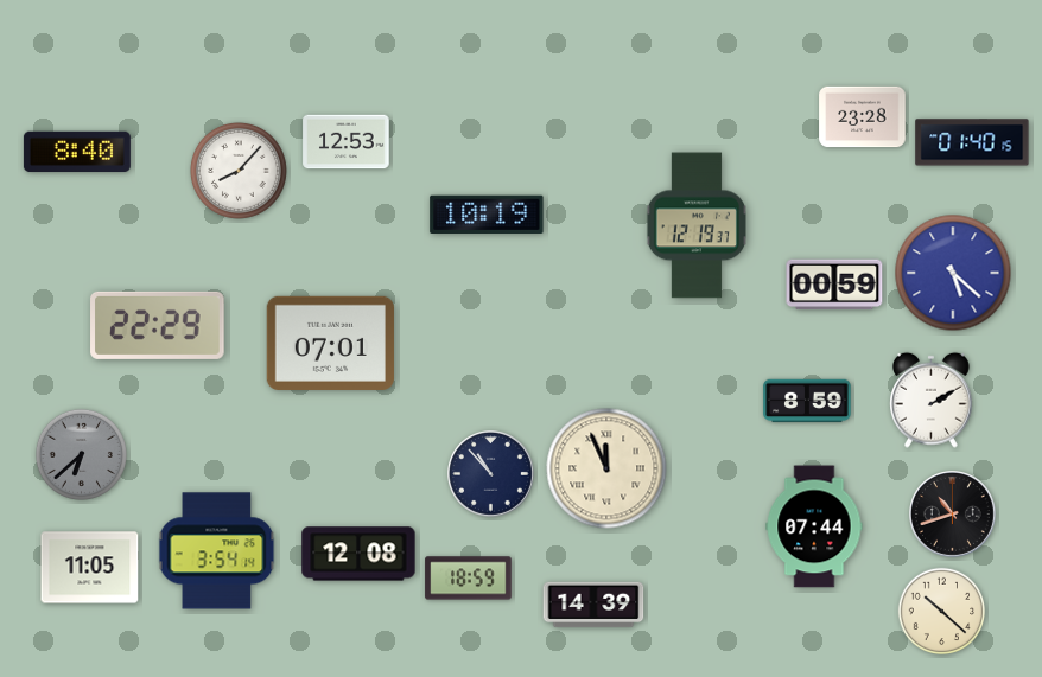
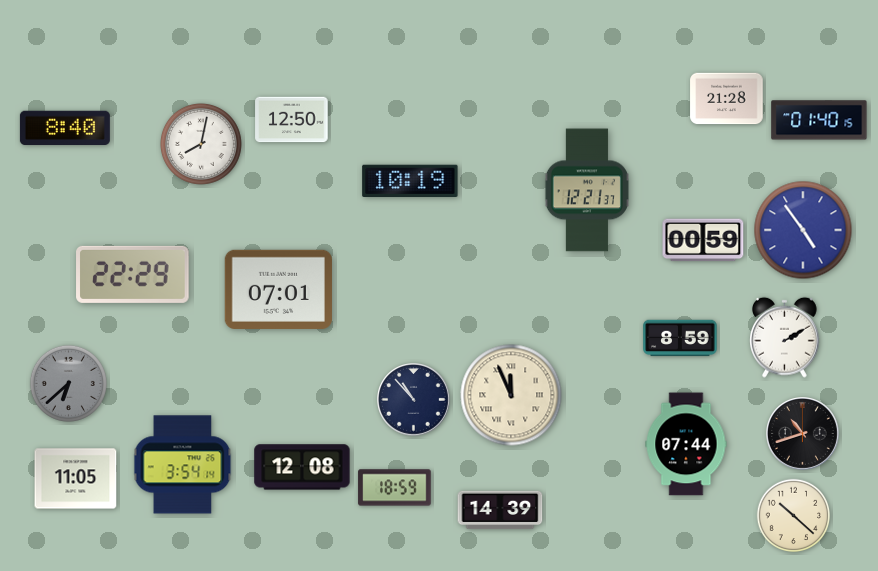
clock at (863, 117): 23:28 -> 21:28
clock at (347, 142): 12:53 -> 12:50
clock at (239, 171): 8:07 -> 8:02
clock at (697, 225): 12:19 -> 12:21
clock at (953, 273): 5:22 -> 4:54
